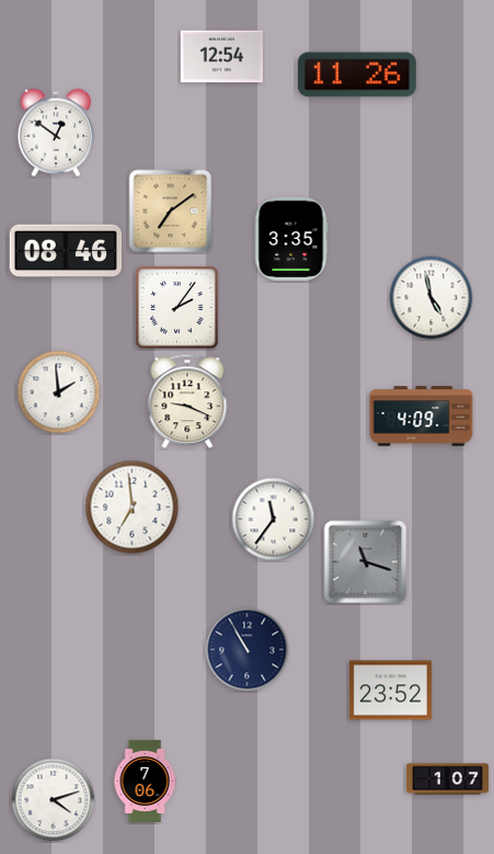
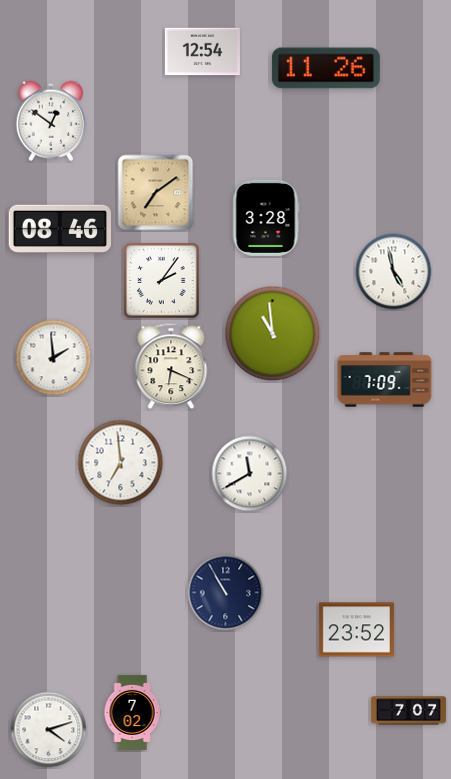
clock at (291, 239): 3:35 -> 3:28
clock at (273, 334): none -> 10:59
clock at (187, 401): 9:19 -> 6:19
clock at (422, 417): 4:09 -> 7:09
clock at (274, 520): 11:36 -> 11:40
clock at (366, 562): 11:18 -> none
clock at (447, 779): 1:07 -> 7:07
clock at (145, 781): 7:06 -> 7:02
